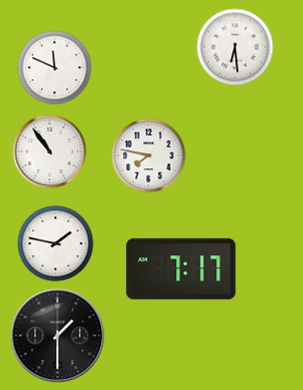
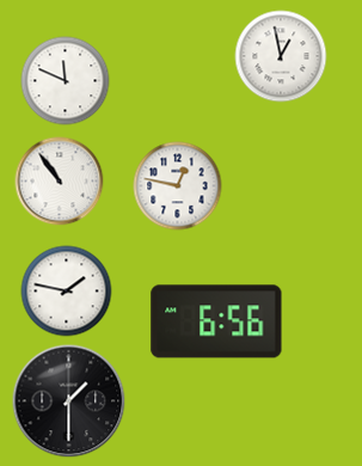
clock at (235, 47): 6:29 -> 12:58
clock at (149, 156): 7:47 -> 12:47
clock at (181, 269): 7:17 -> 6:56
